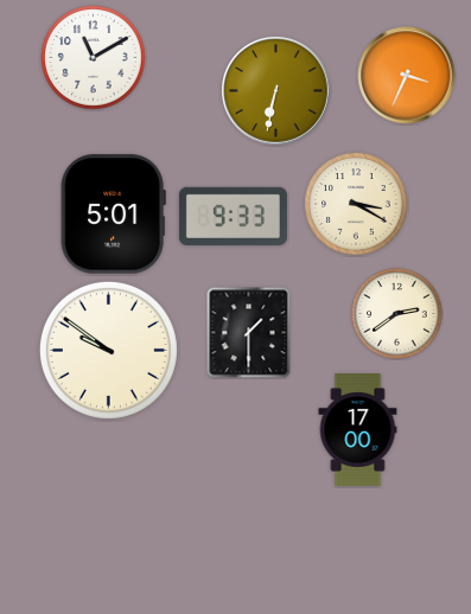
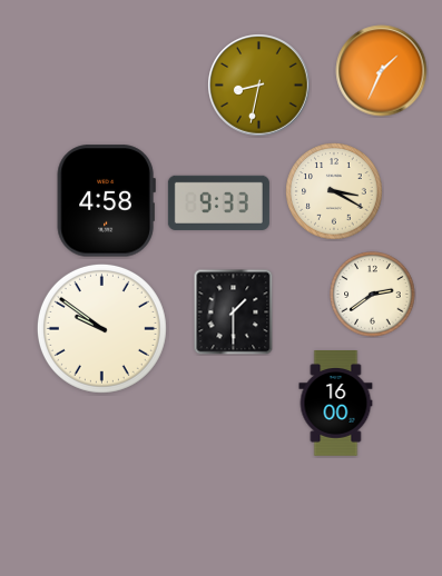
clock at (94, 58): 11:10 -> none
clock at (407, 76): 3:34 -> 1:34
clock at (276, 91): 6:32 -> 8:32
clock at (113, 215): 5:01 -> 4:58
clock at (358, 430): 17:00 -> 16:00
